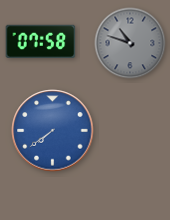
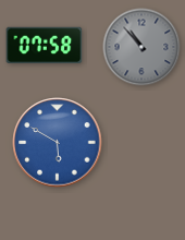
clock at (130, 43): 10:48 -> 10:53
clock at (53, 131): 7:39 -> 5:50
